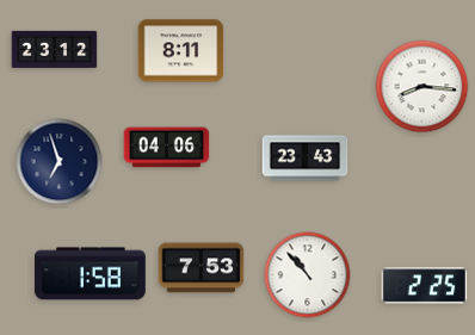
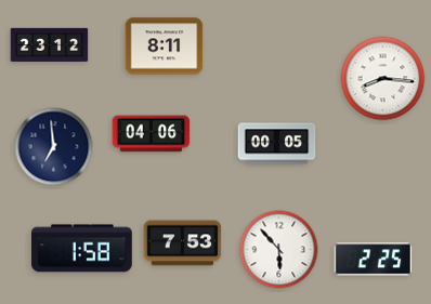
clock at (306, 159): 23:43 -> 00:05
clock at (60, 162): 6:57 -> 6:59
clock at (308, 275): 10:53 -> 5:53
clock at (425, 286) position: (425, 286) -> (374, 260)
